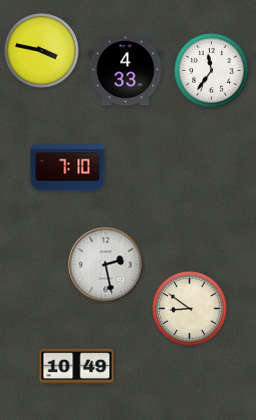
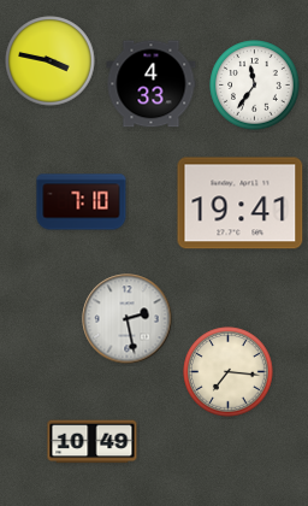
clock at (241, 204): none -> 19:41
clock at (190, 309): 8:51 -> 7:16
